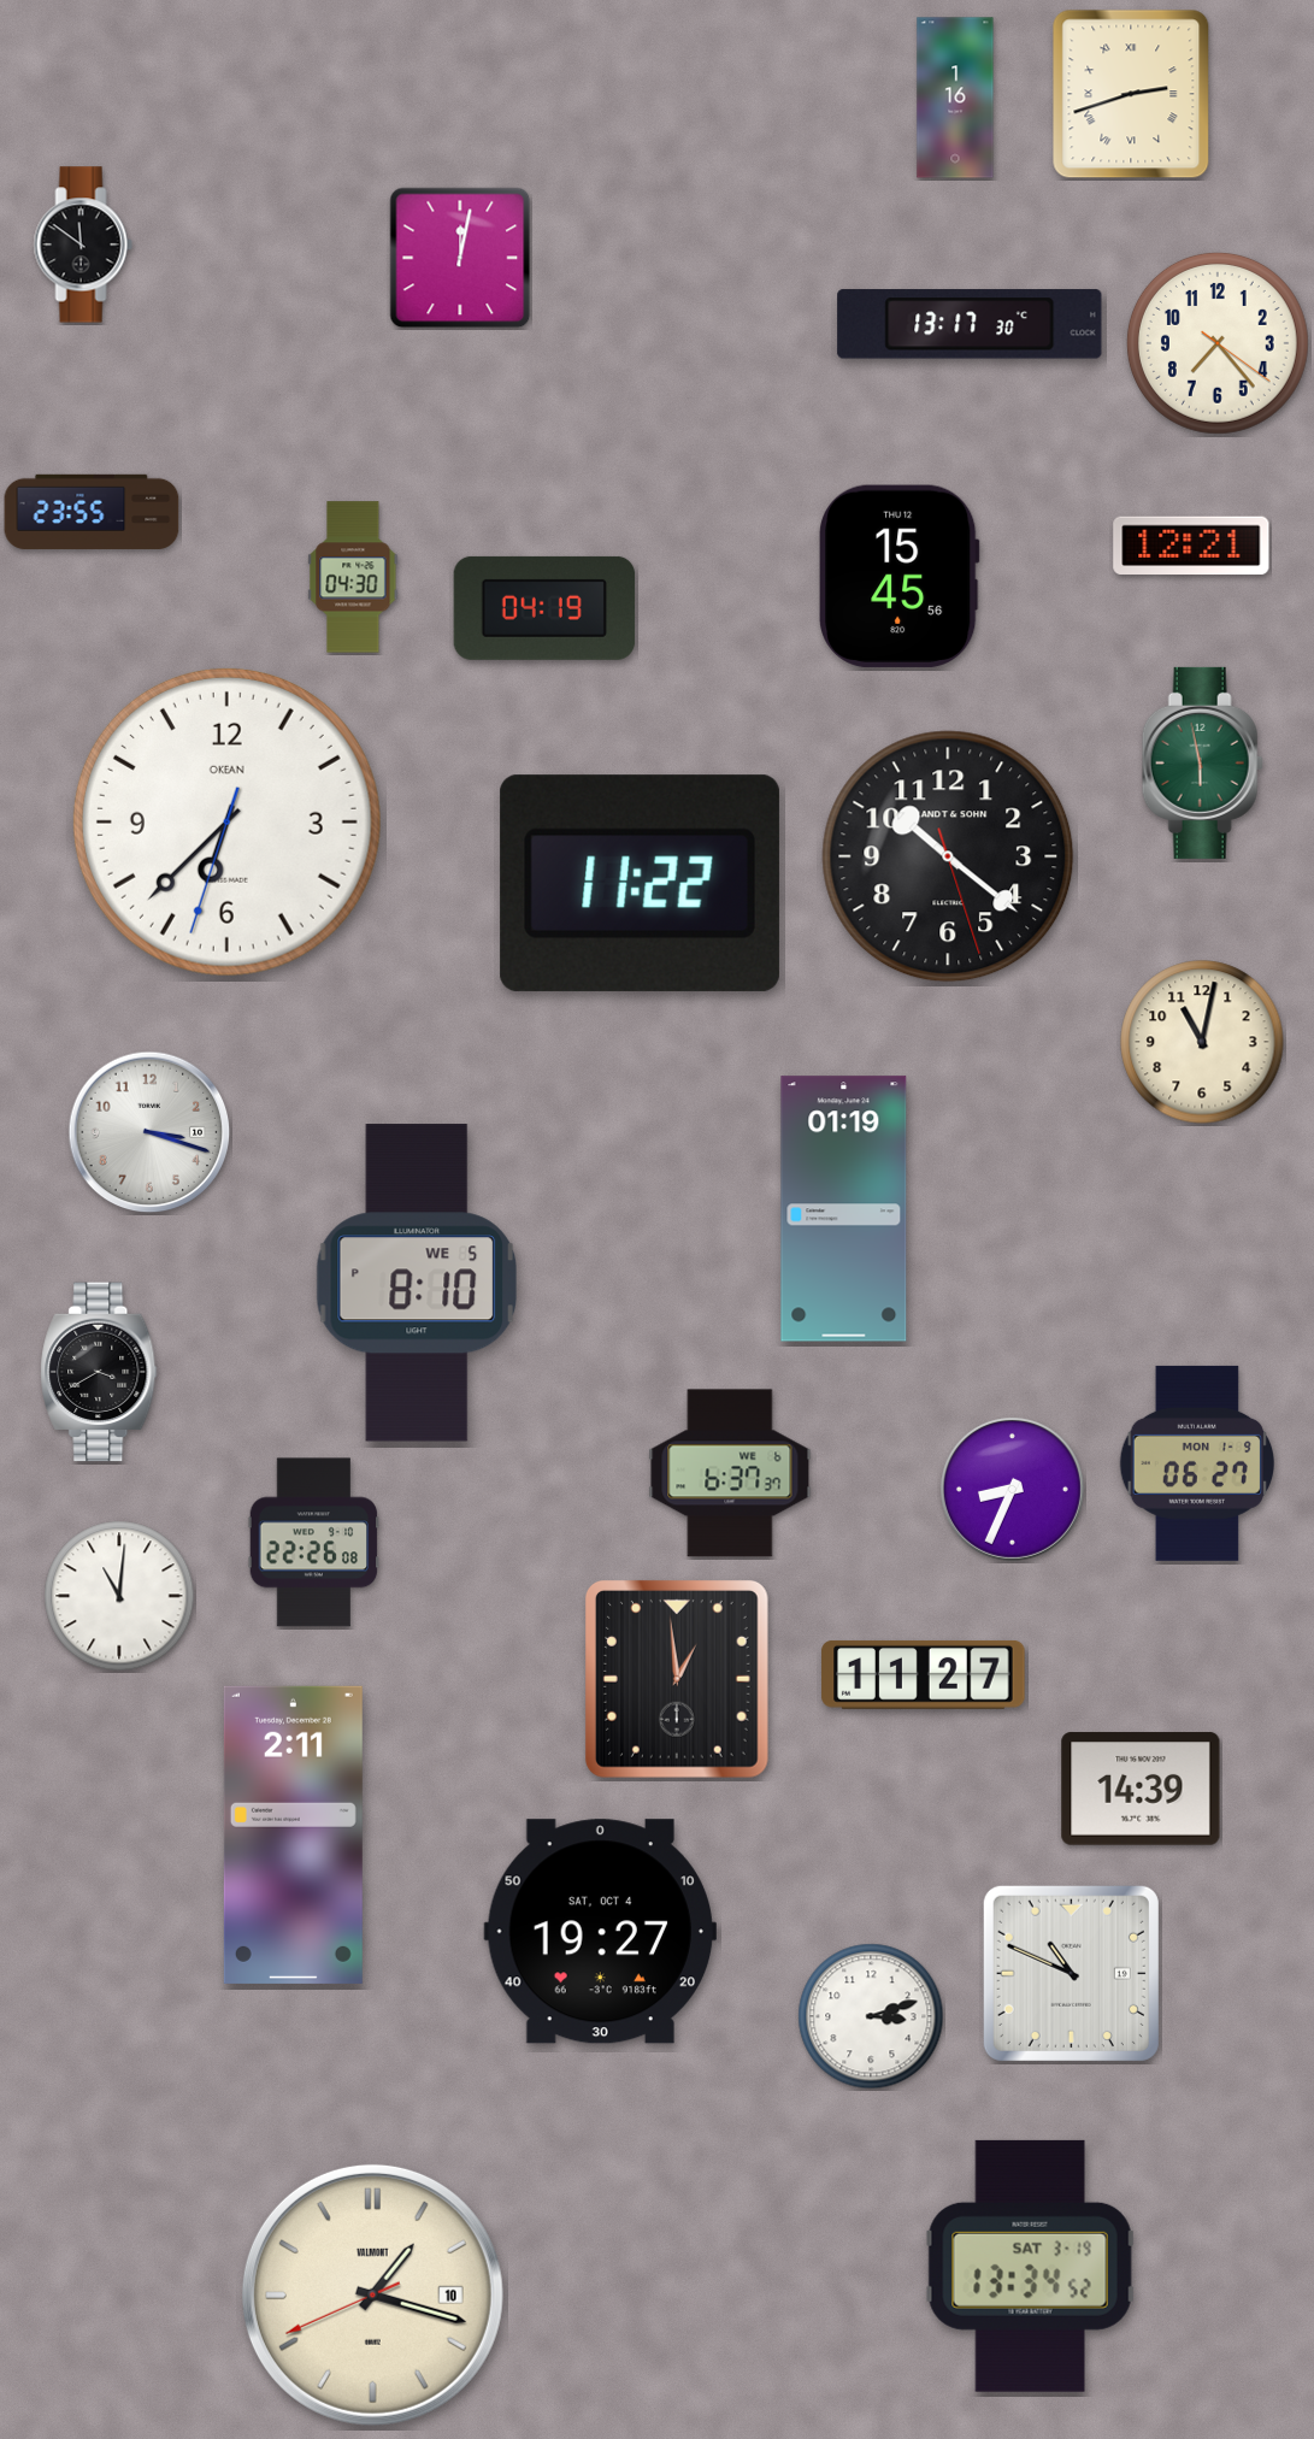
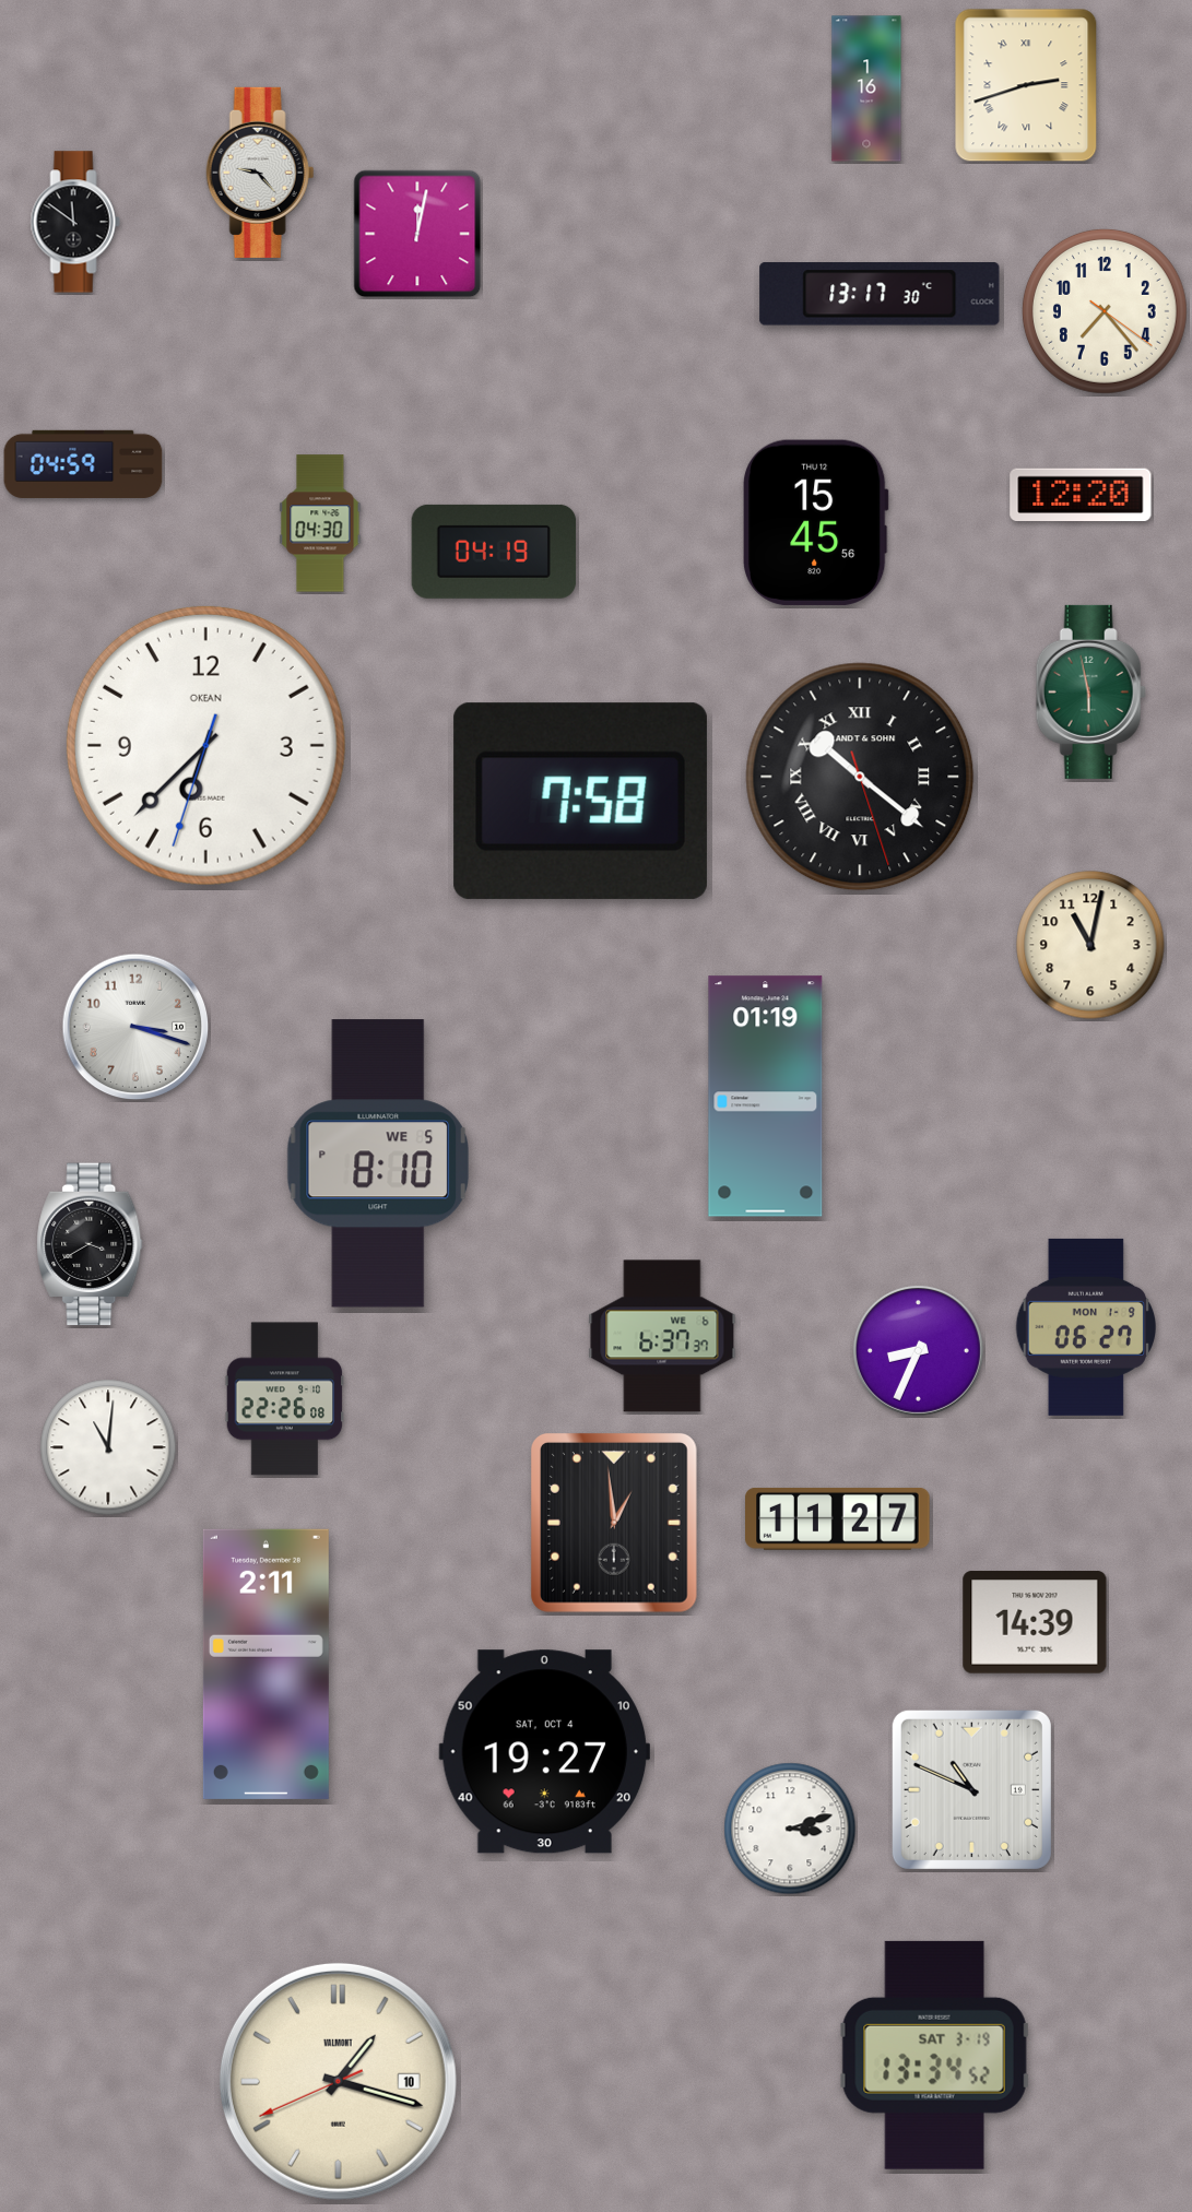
clock at (260, 173): none -> 9:23
clock at (92, 512): 23:55 -> 04:59
clock at (1191, 546): 12:21 -> 12:20
clock at (948, 856) numerals: Arabic -> Roman
clock at (640, 883): 11:22 -> 7:58
